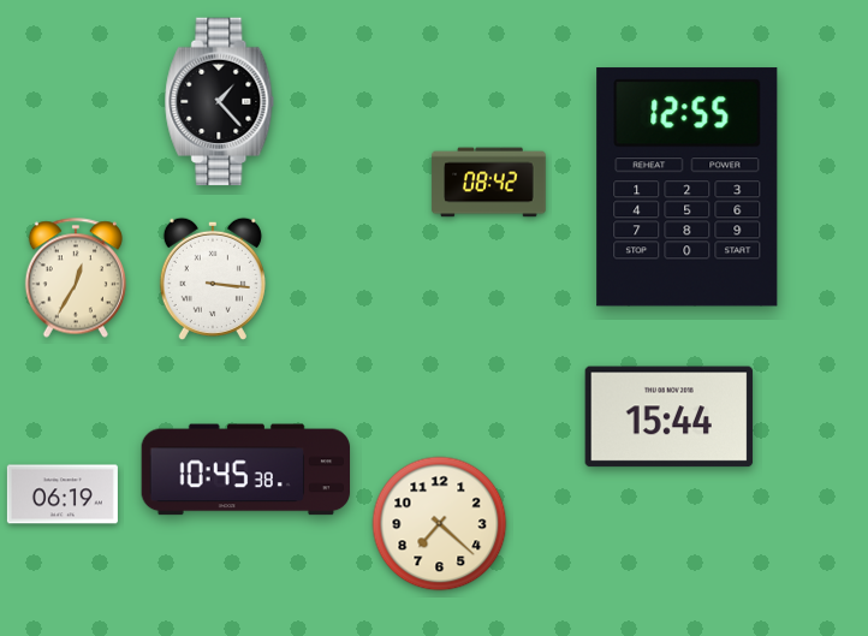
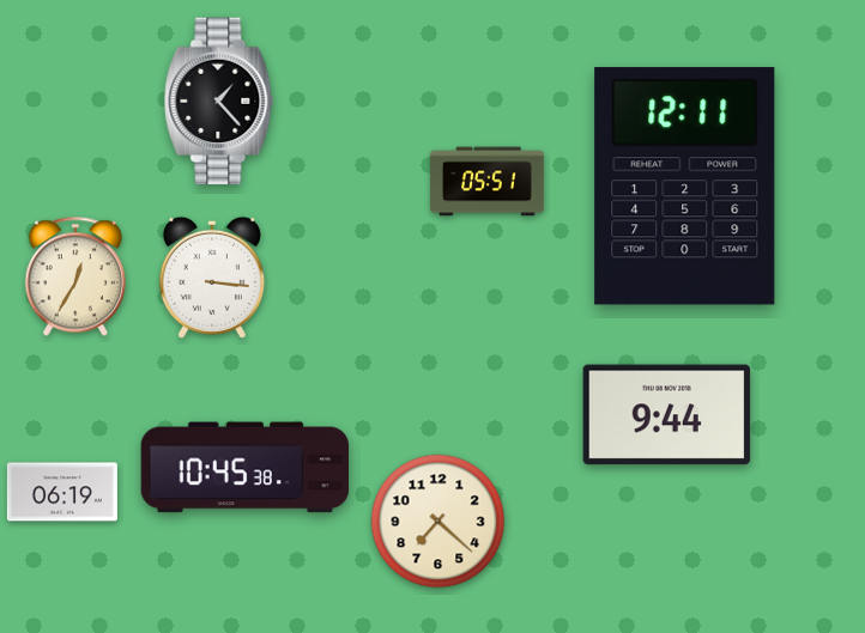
clock at (489, 183): 08:42 -> 05:51
clock at (688, 188): 12:55 -> 12:11
clock at (670, 417): 15:44 -> 9:44
